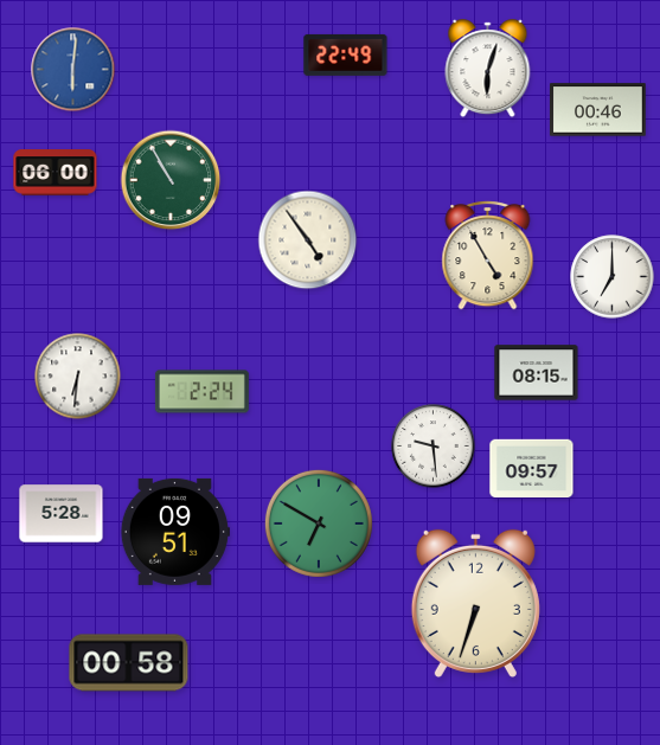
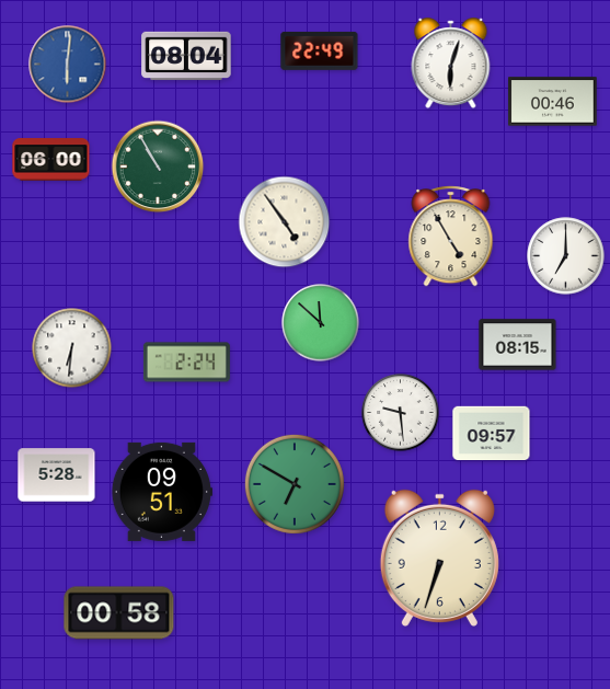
clock at (186, 56): none -> 08:04
clock at (321, 323): none -> 11:52
clock at (537, 373) position: (537, 373) -> (518, 345)
